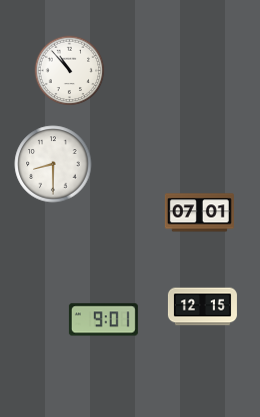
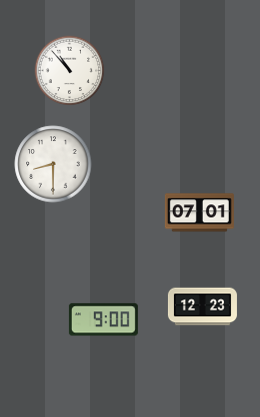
clock at (202, 307): 12:15 -> 12:23
clock at (103, 320): 9:01 -> 9:00
